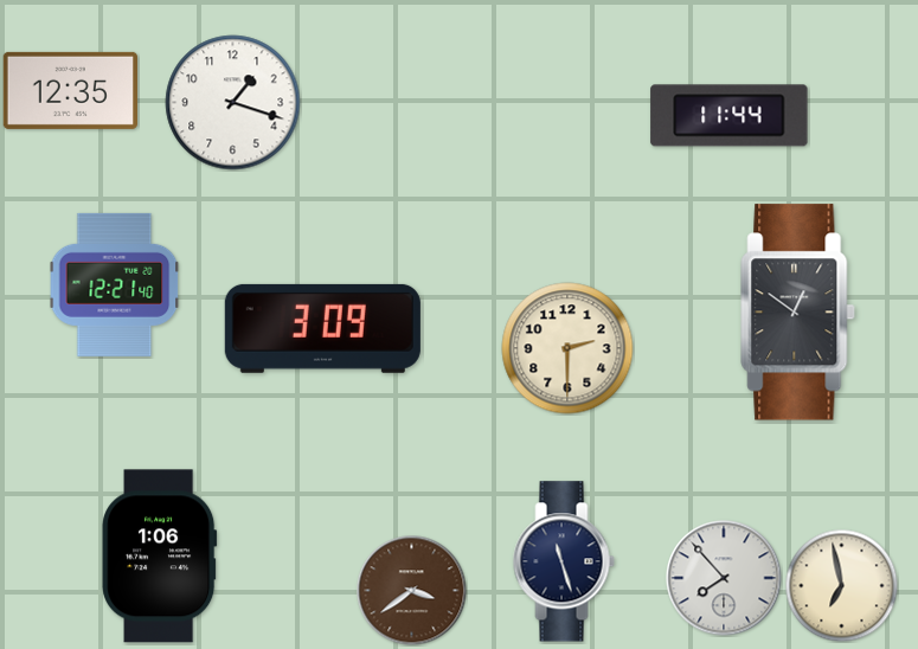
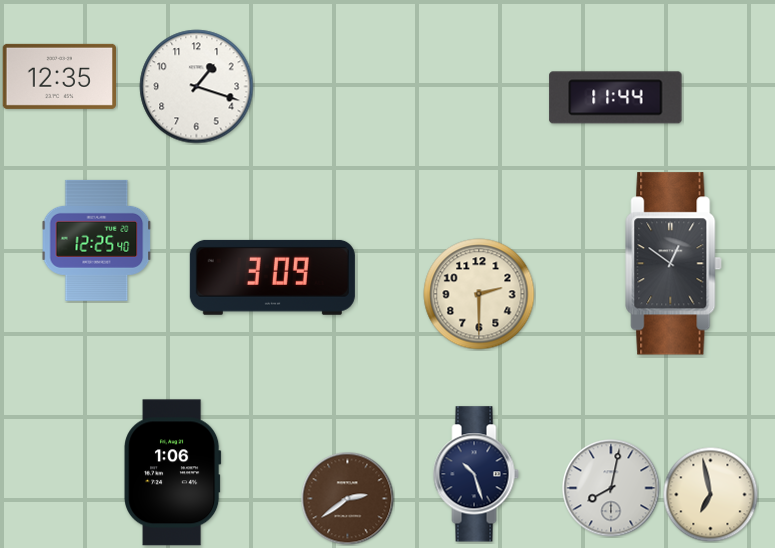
clock at (115, 284): 12:21 -> 12:25
clock at (160, 557) position: (160, 557) -> (173, 473)
clock at (564, 561): 11:27 -> 10:27
clock at (724, 578): 7:53 -> 8:02
clock at (411, 590): 3:39 -> 2:39
